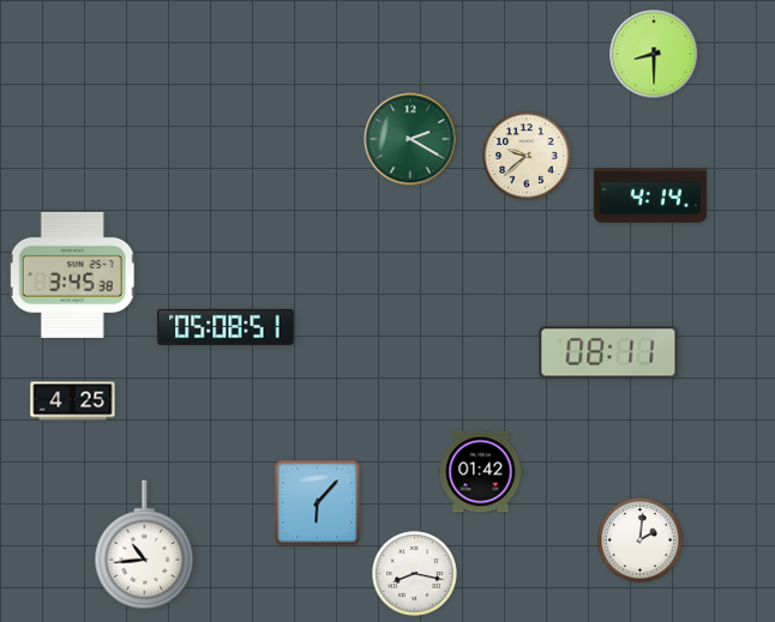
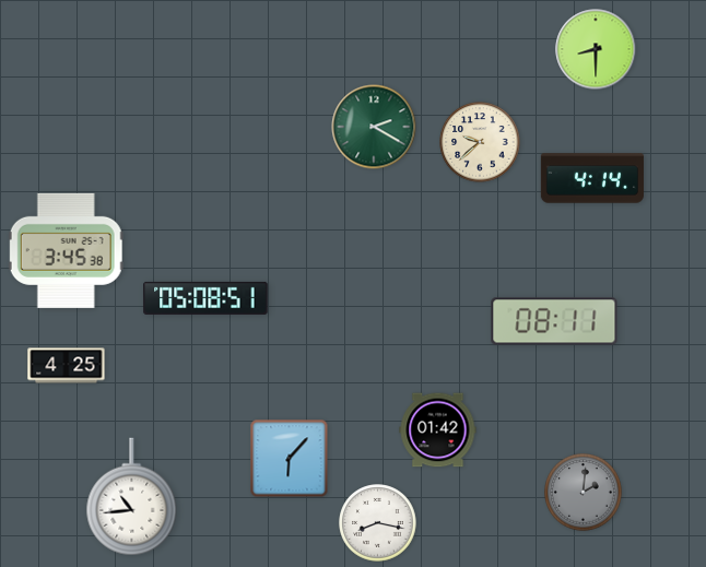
clock at (641, 541) dial: white -> grey
